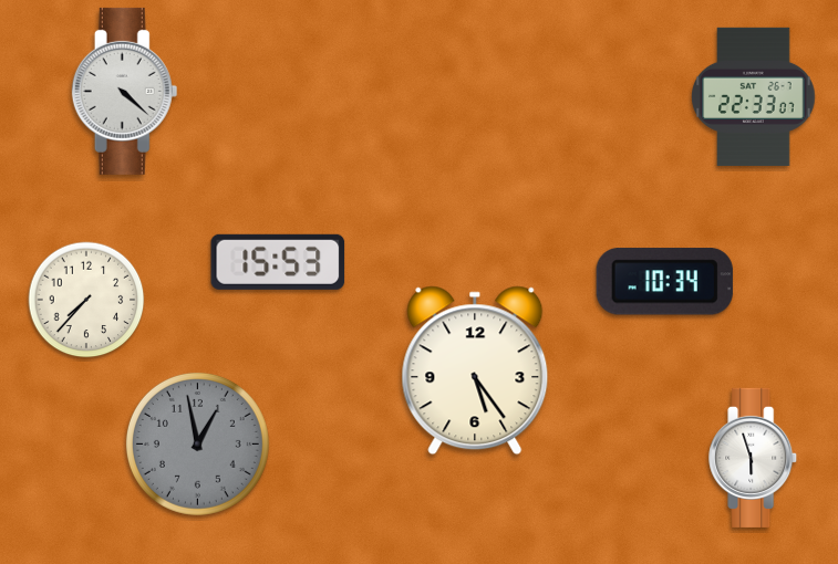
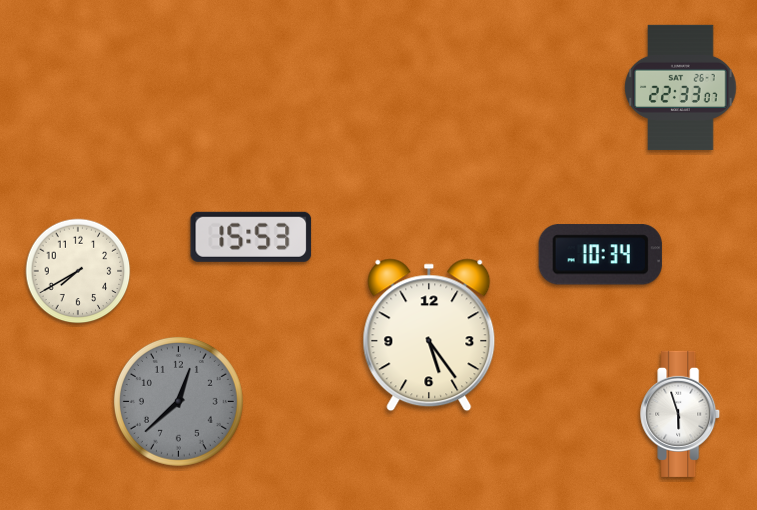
clock at (125, 91): 4:22 -> none
clock at (86, 300): 7:37 -> 7:40
clock at (197, 443): 12:58 -> 12:38
